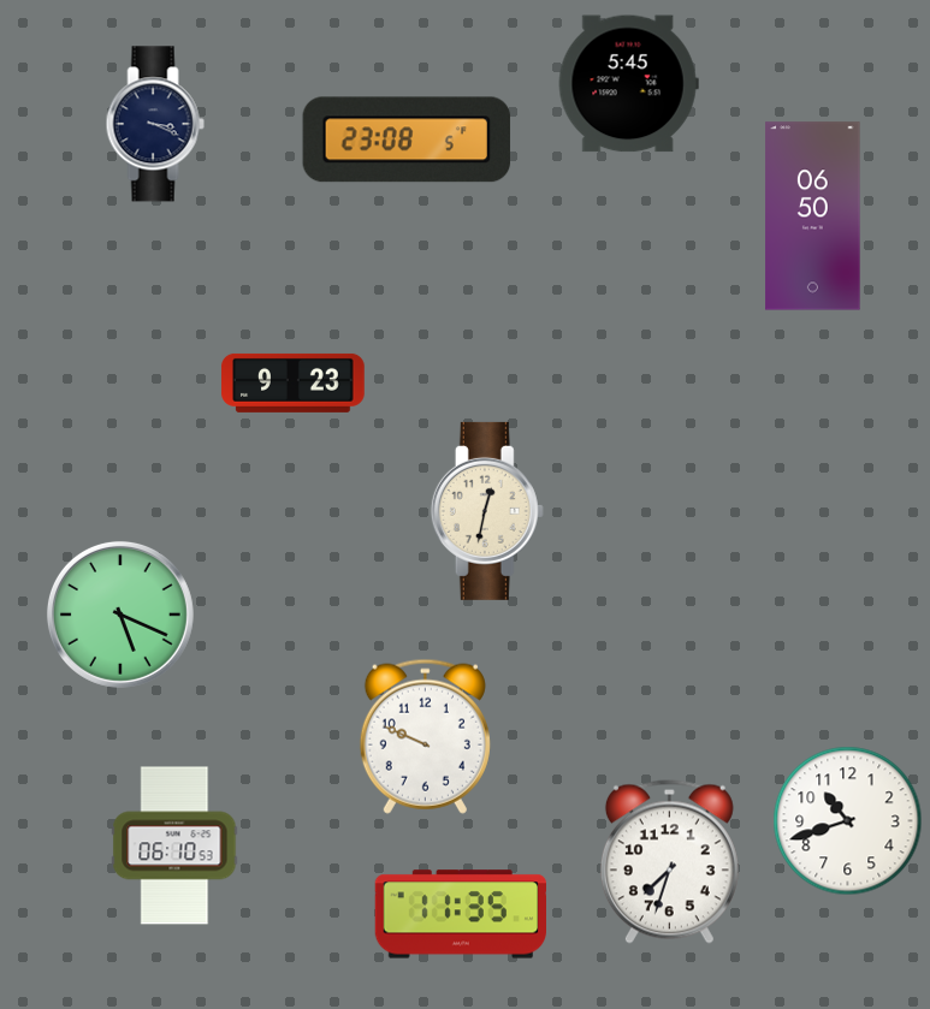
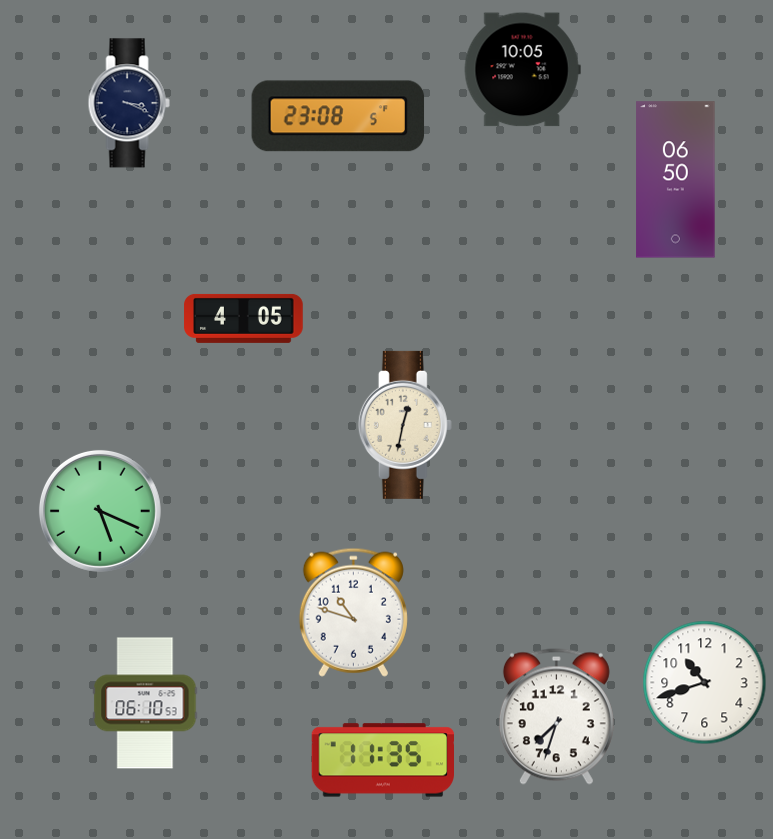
clock at (628, 84): 5:45 -> 10:05
clock at (294, 382): 9:23 -> 4:05
clock at (425, 736): 9:49 -> 10:48
